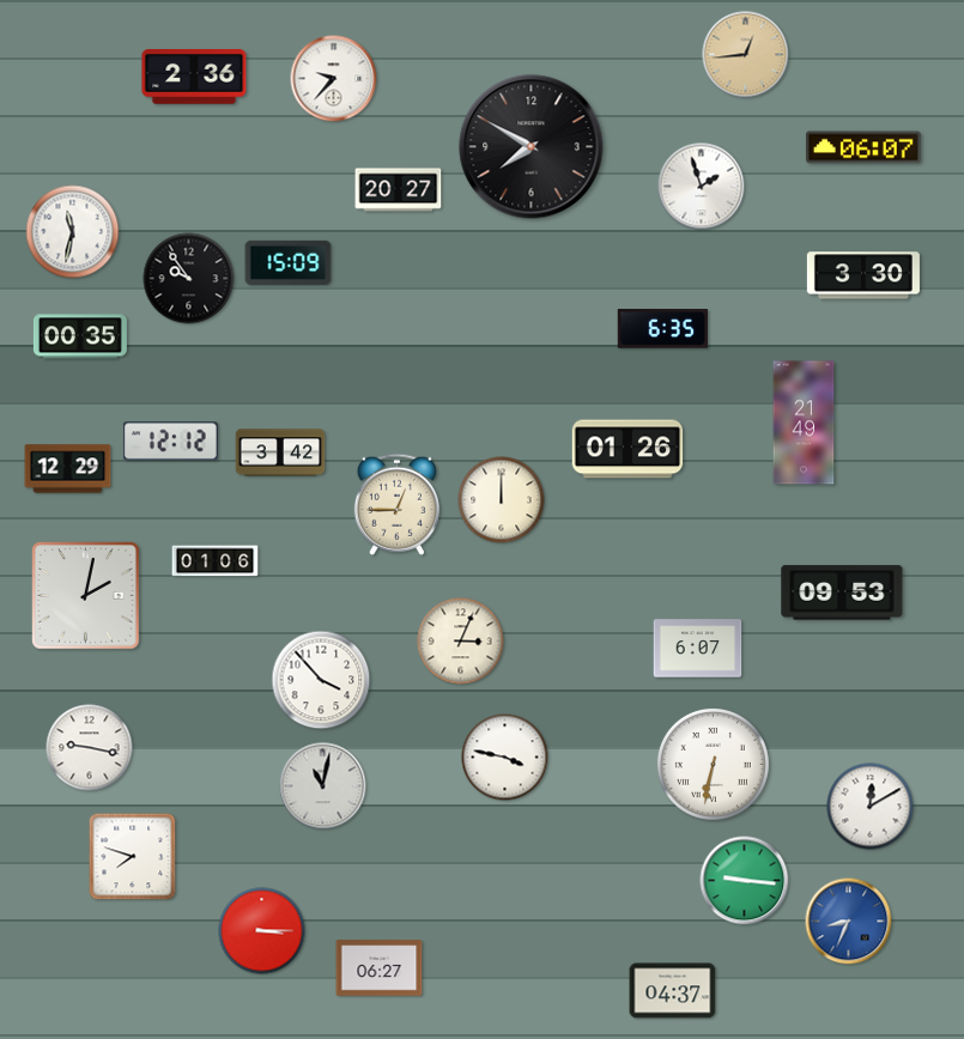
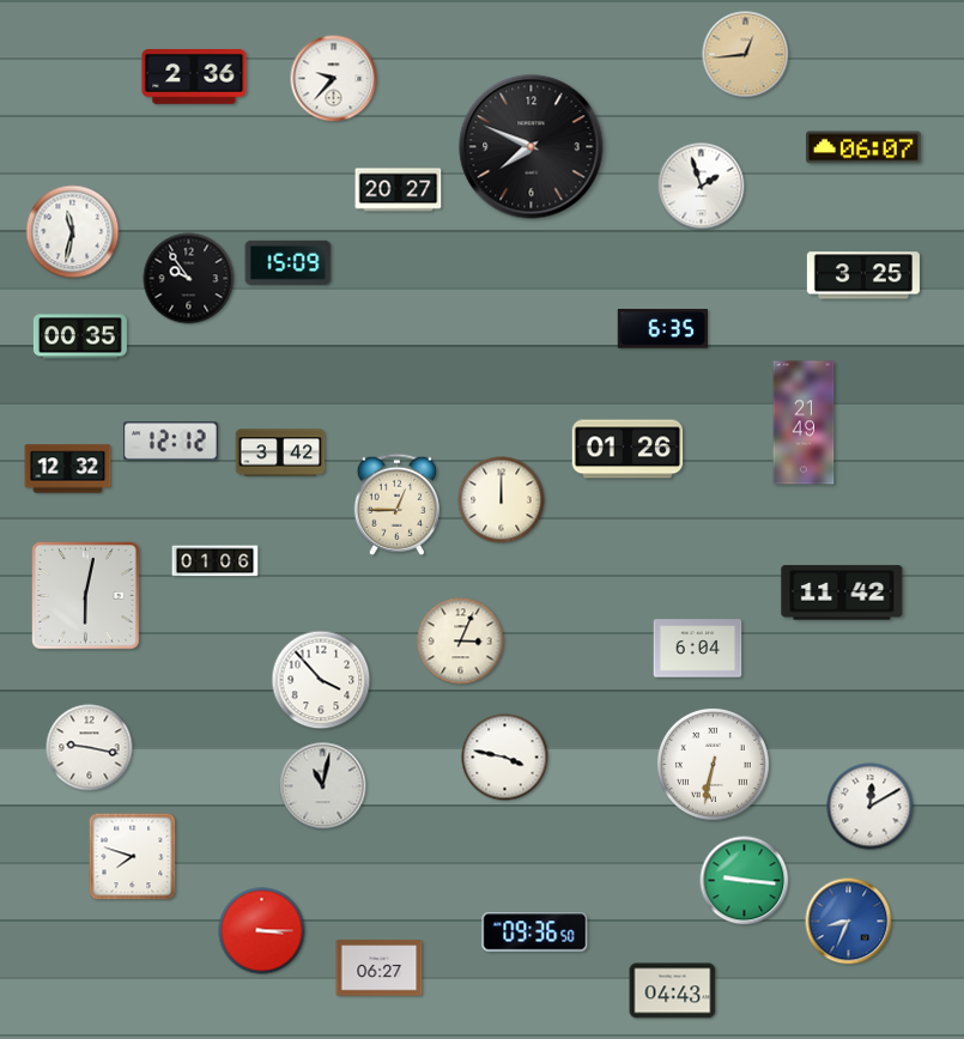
clock at (532, 147): 7:50 -> 7:49
clock at (863, 275): 3:30 -> 3:25
clock at (68, 469): 12:29 -> 12:32
clock at (842, 593): 09:53 -> 11:42
clock at (86, 596): 2:02 -> 6:02
clock at (698, 649): 6:07 -> 6:04
clock at (535, 932): none -> 09:36
clock at (673, 991): 04:37 -> 04:43
